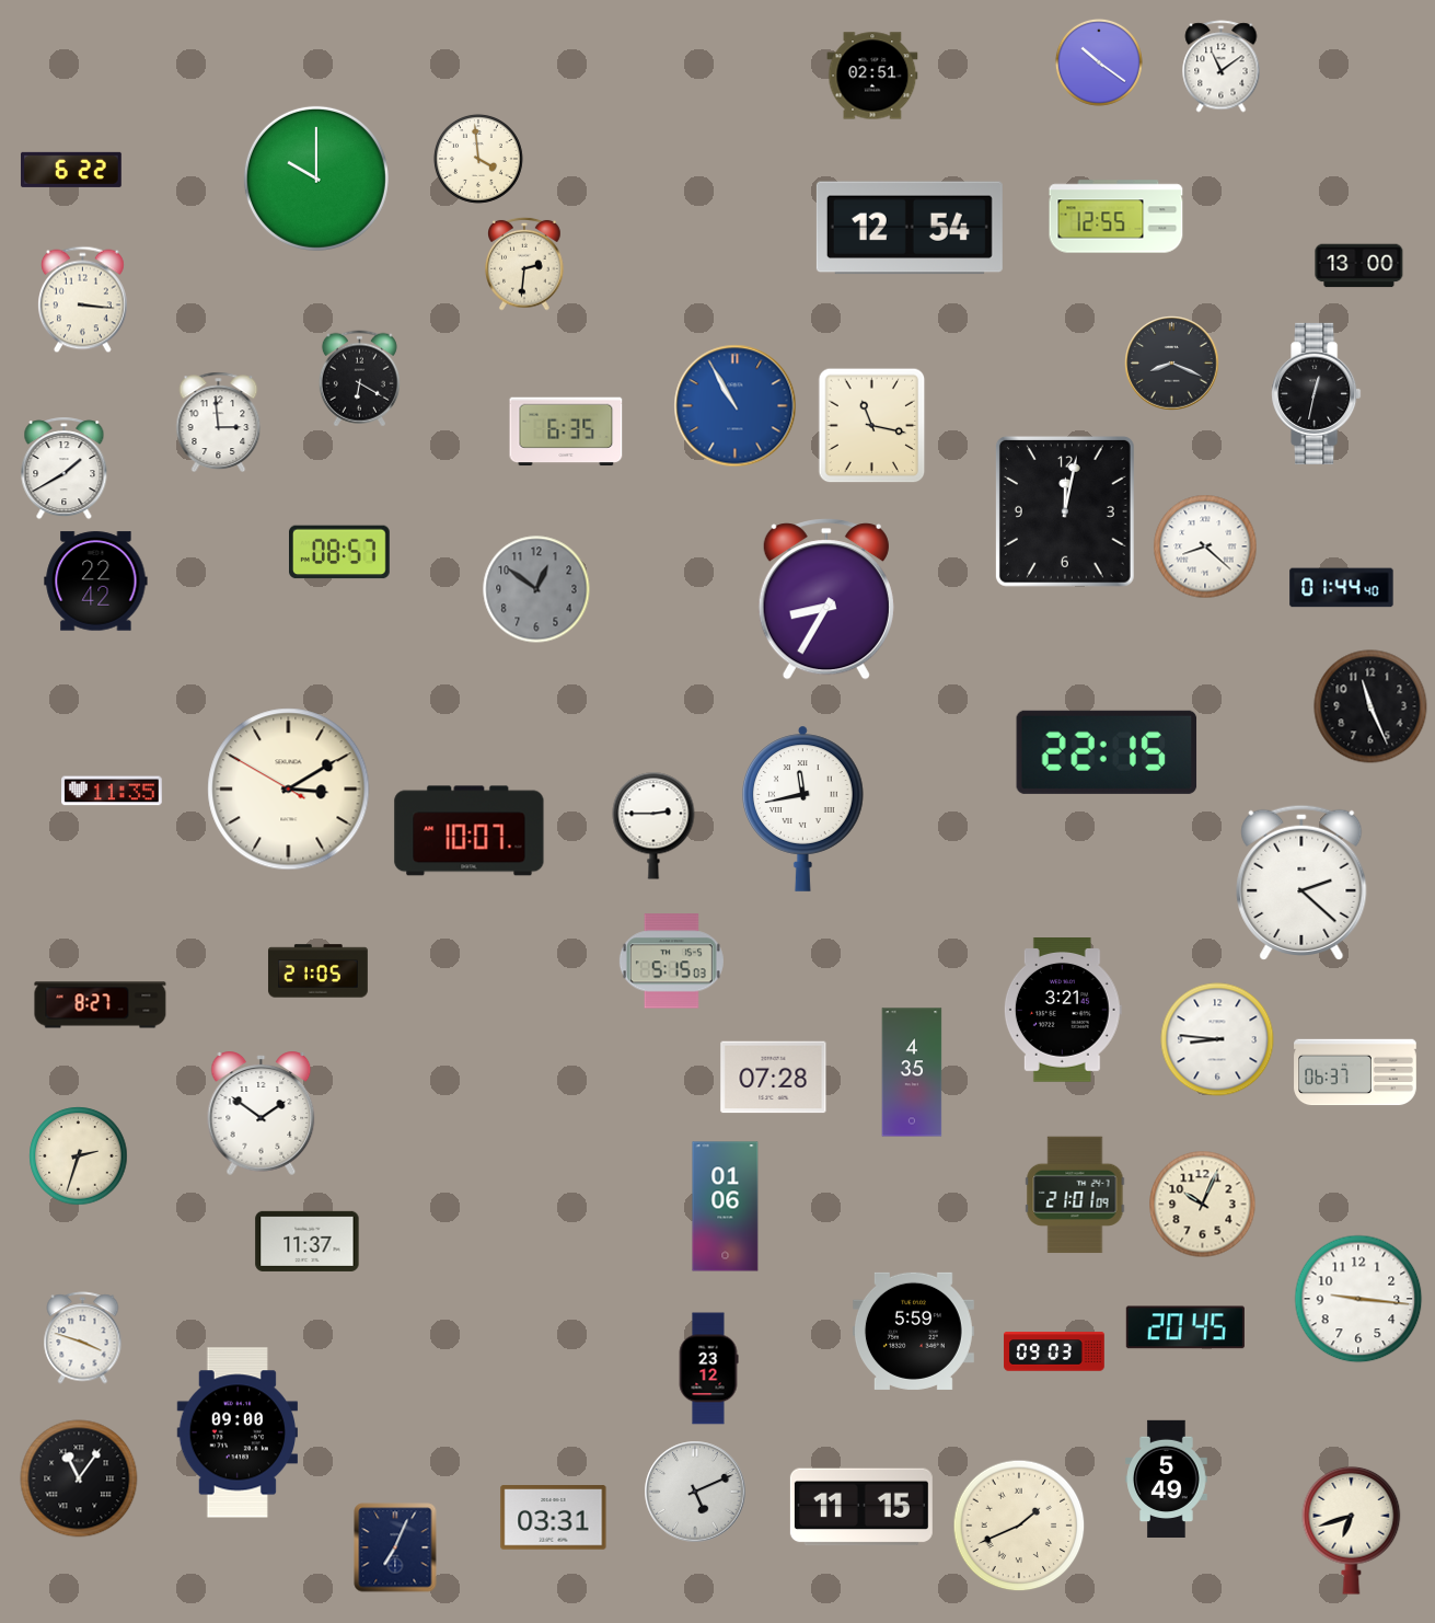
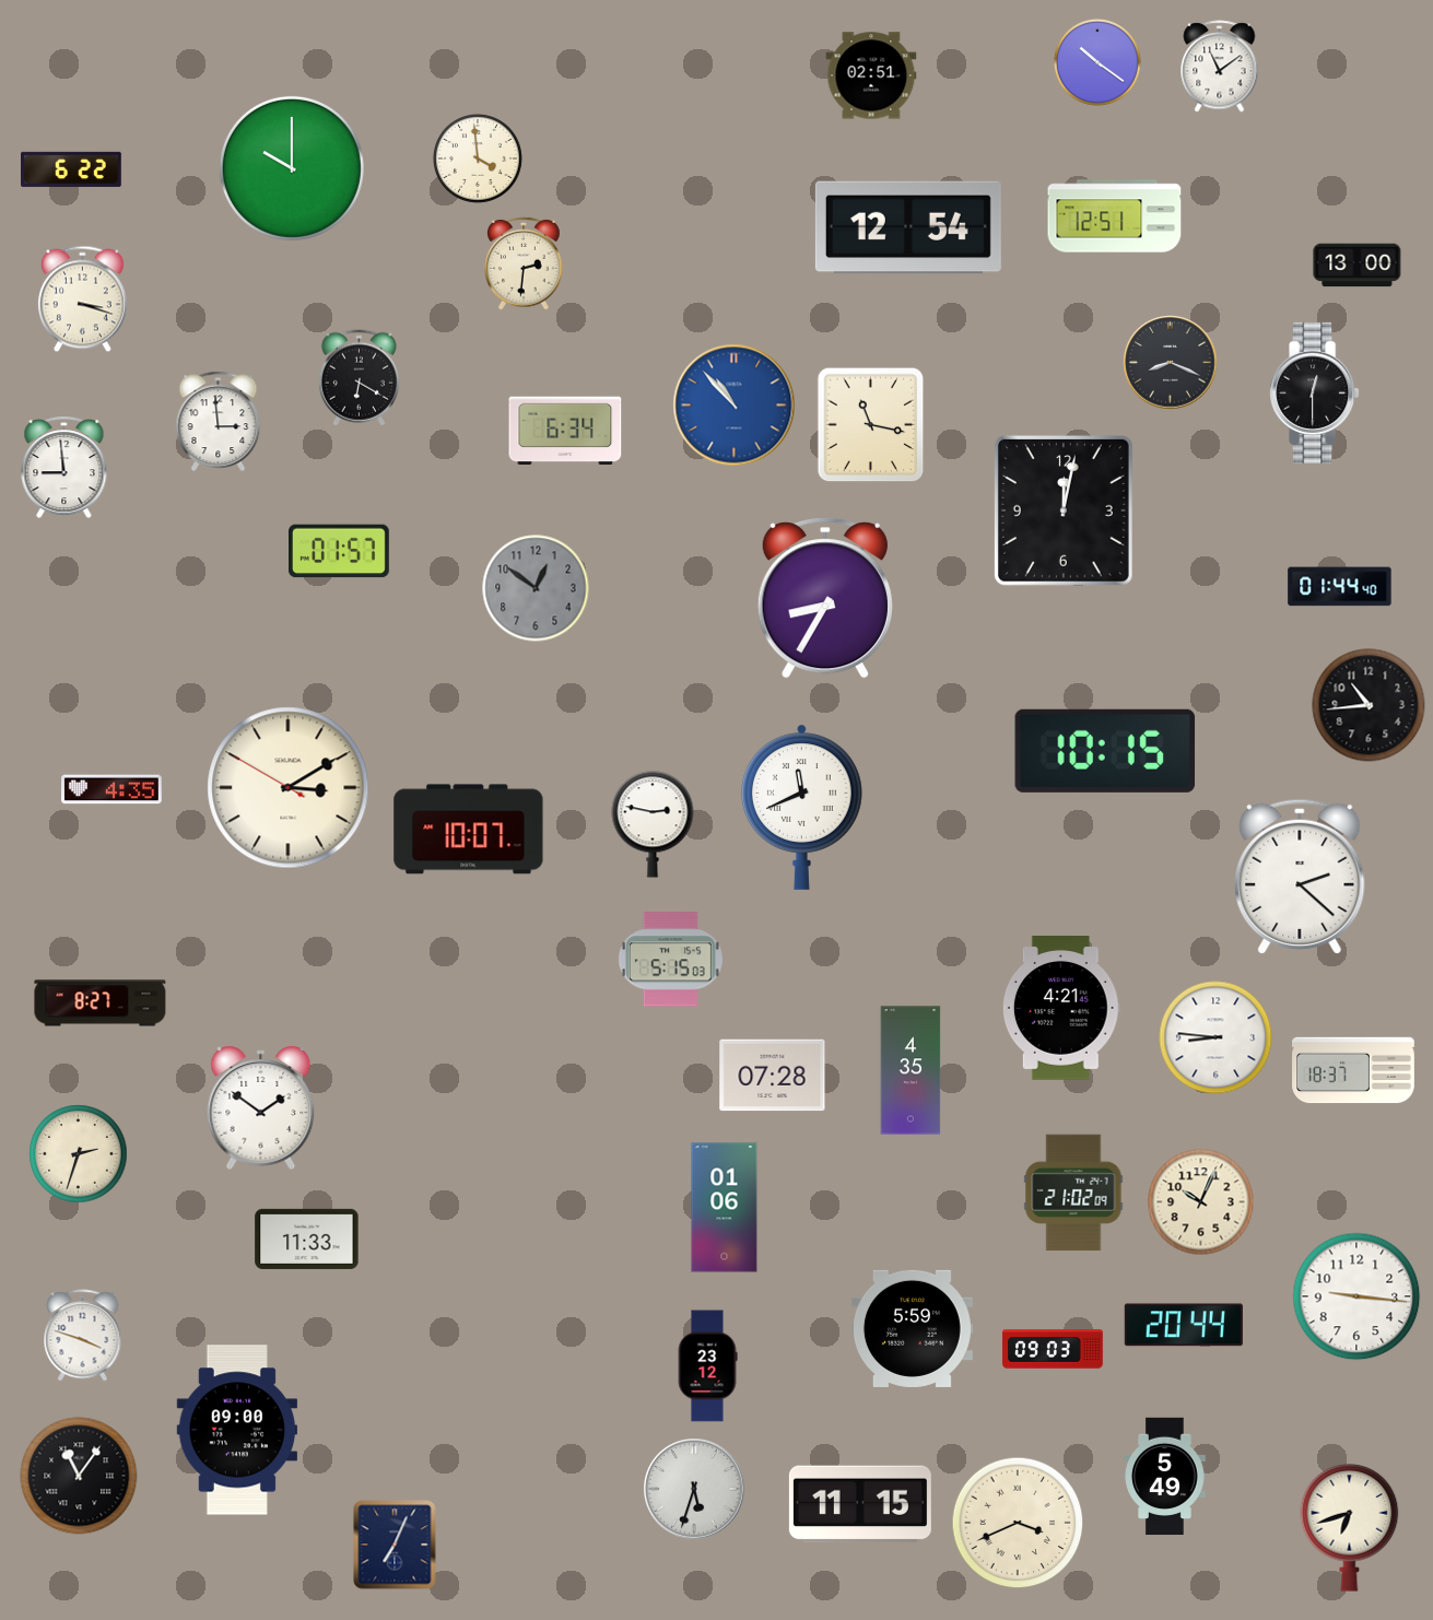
clock at (316, 179) position: (316, 179) -> (292, 168)
clock at (1116, 217): 12:55 -> 12:51
clock at (83, 300): 3:16 -> 3:18
clock at (1317, 393): 12:32 -> 12:30
clock at (736, 406): 10:55 -> 10:53
clock at (566, 431): 6:35 -> 6:34
clock at (65, 469): 1:40 -> 8:59
clock at (1205, 546): 8:22 -> none
clock at (340, 552): 08:57 -> 01:57
clock at (96, 582): 22:42 -> none
clock at (1370, 706): 11:26 -> 10:44
clock at (1107, 752): 22:15 -> 10:15
clock at (113, 791): 11:35 -> 4:35
clock at (803, 808): 11:43 -> 11:41
clock at (653, 826): 2:45 -> 2:47
clock at (1301, 883) position: (1301, 883) -> (1300, 877)
clock at (317, 971): 21:05 -> none
clock at (1063, 1011): 3:21 -> 4:21
clock at (1355, 1072): 06:37 -> 18:37
clock at (262, 1113) position: (262, 1113) -> (261, 1107)
clock at (1075, 1195): 21:01 -> 21:02
clock at (726, 1207) position: (726, 1207) -> (725, 1208)
clock at (308, 1241): 11:37 -> 11:33
clock at (1185, 1327): 20:45 -> 20:44
clock at (695, 1492): 5:11 -> 5:33
clock at (554, 1518): 03:31 -> none
clock at (1019, 1526): 1:41 -> 3:41
